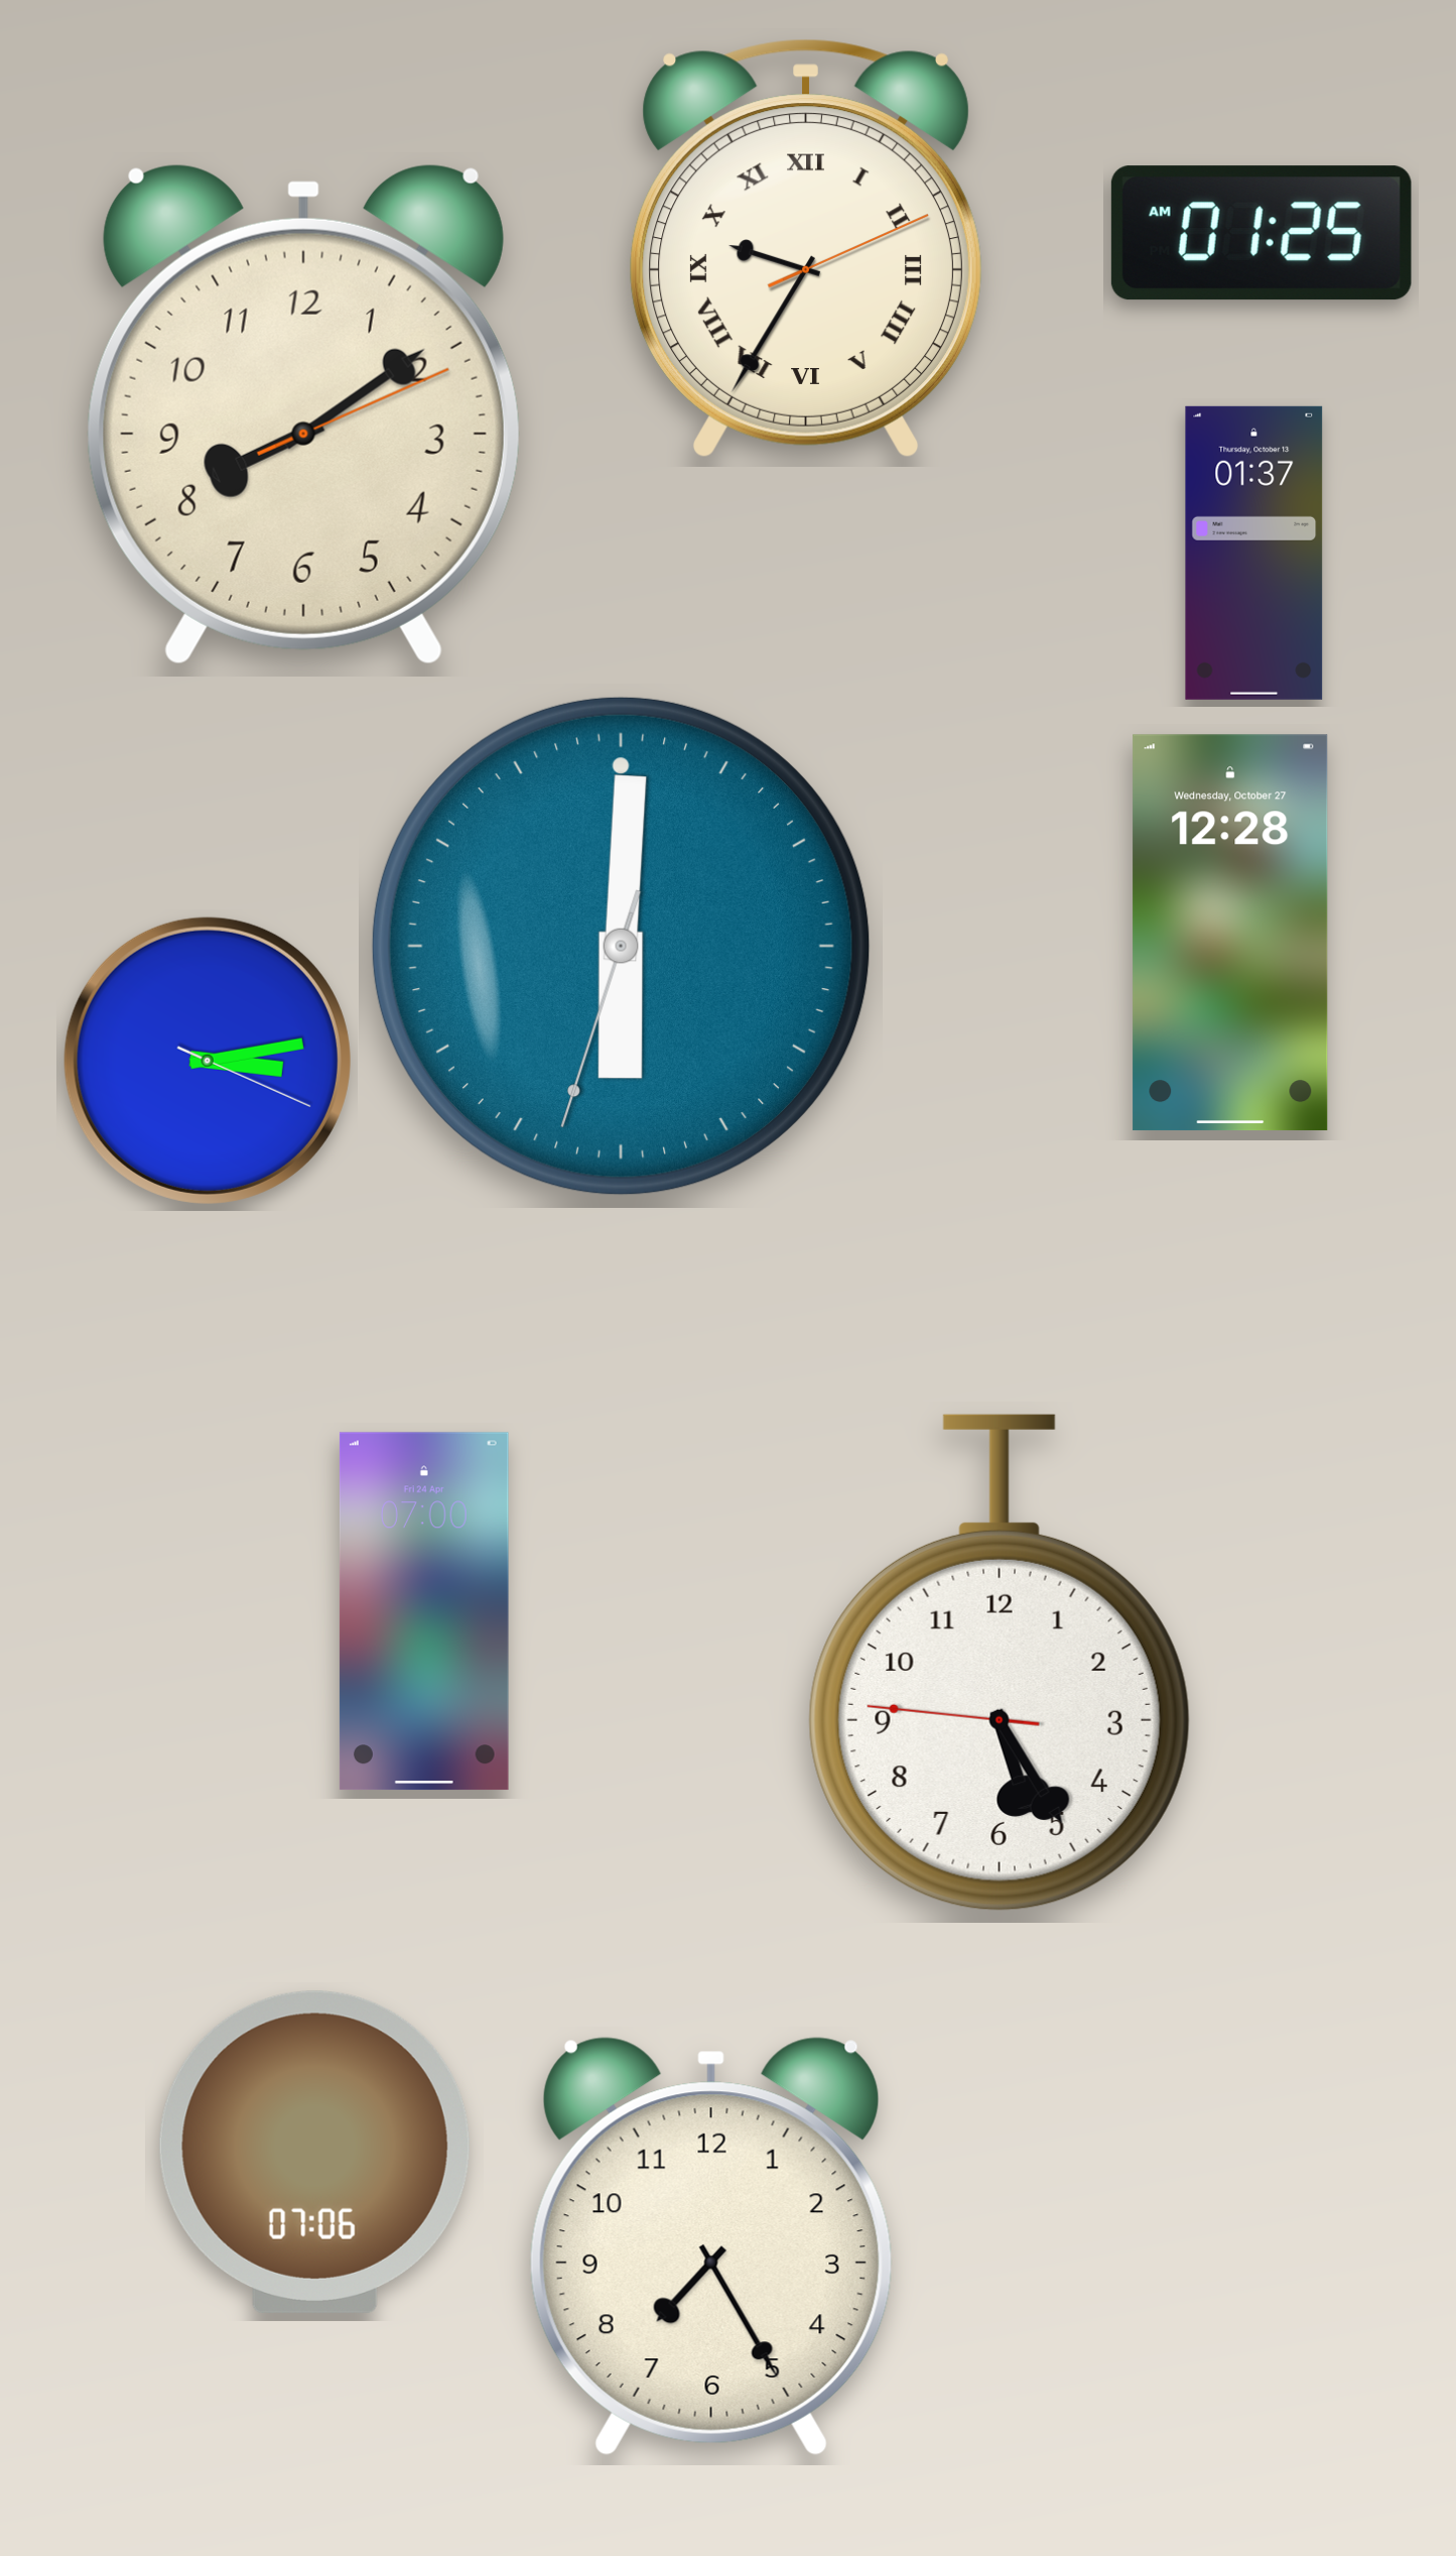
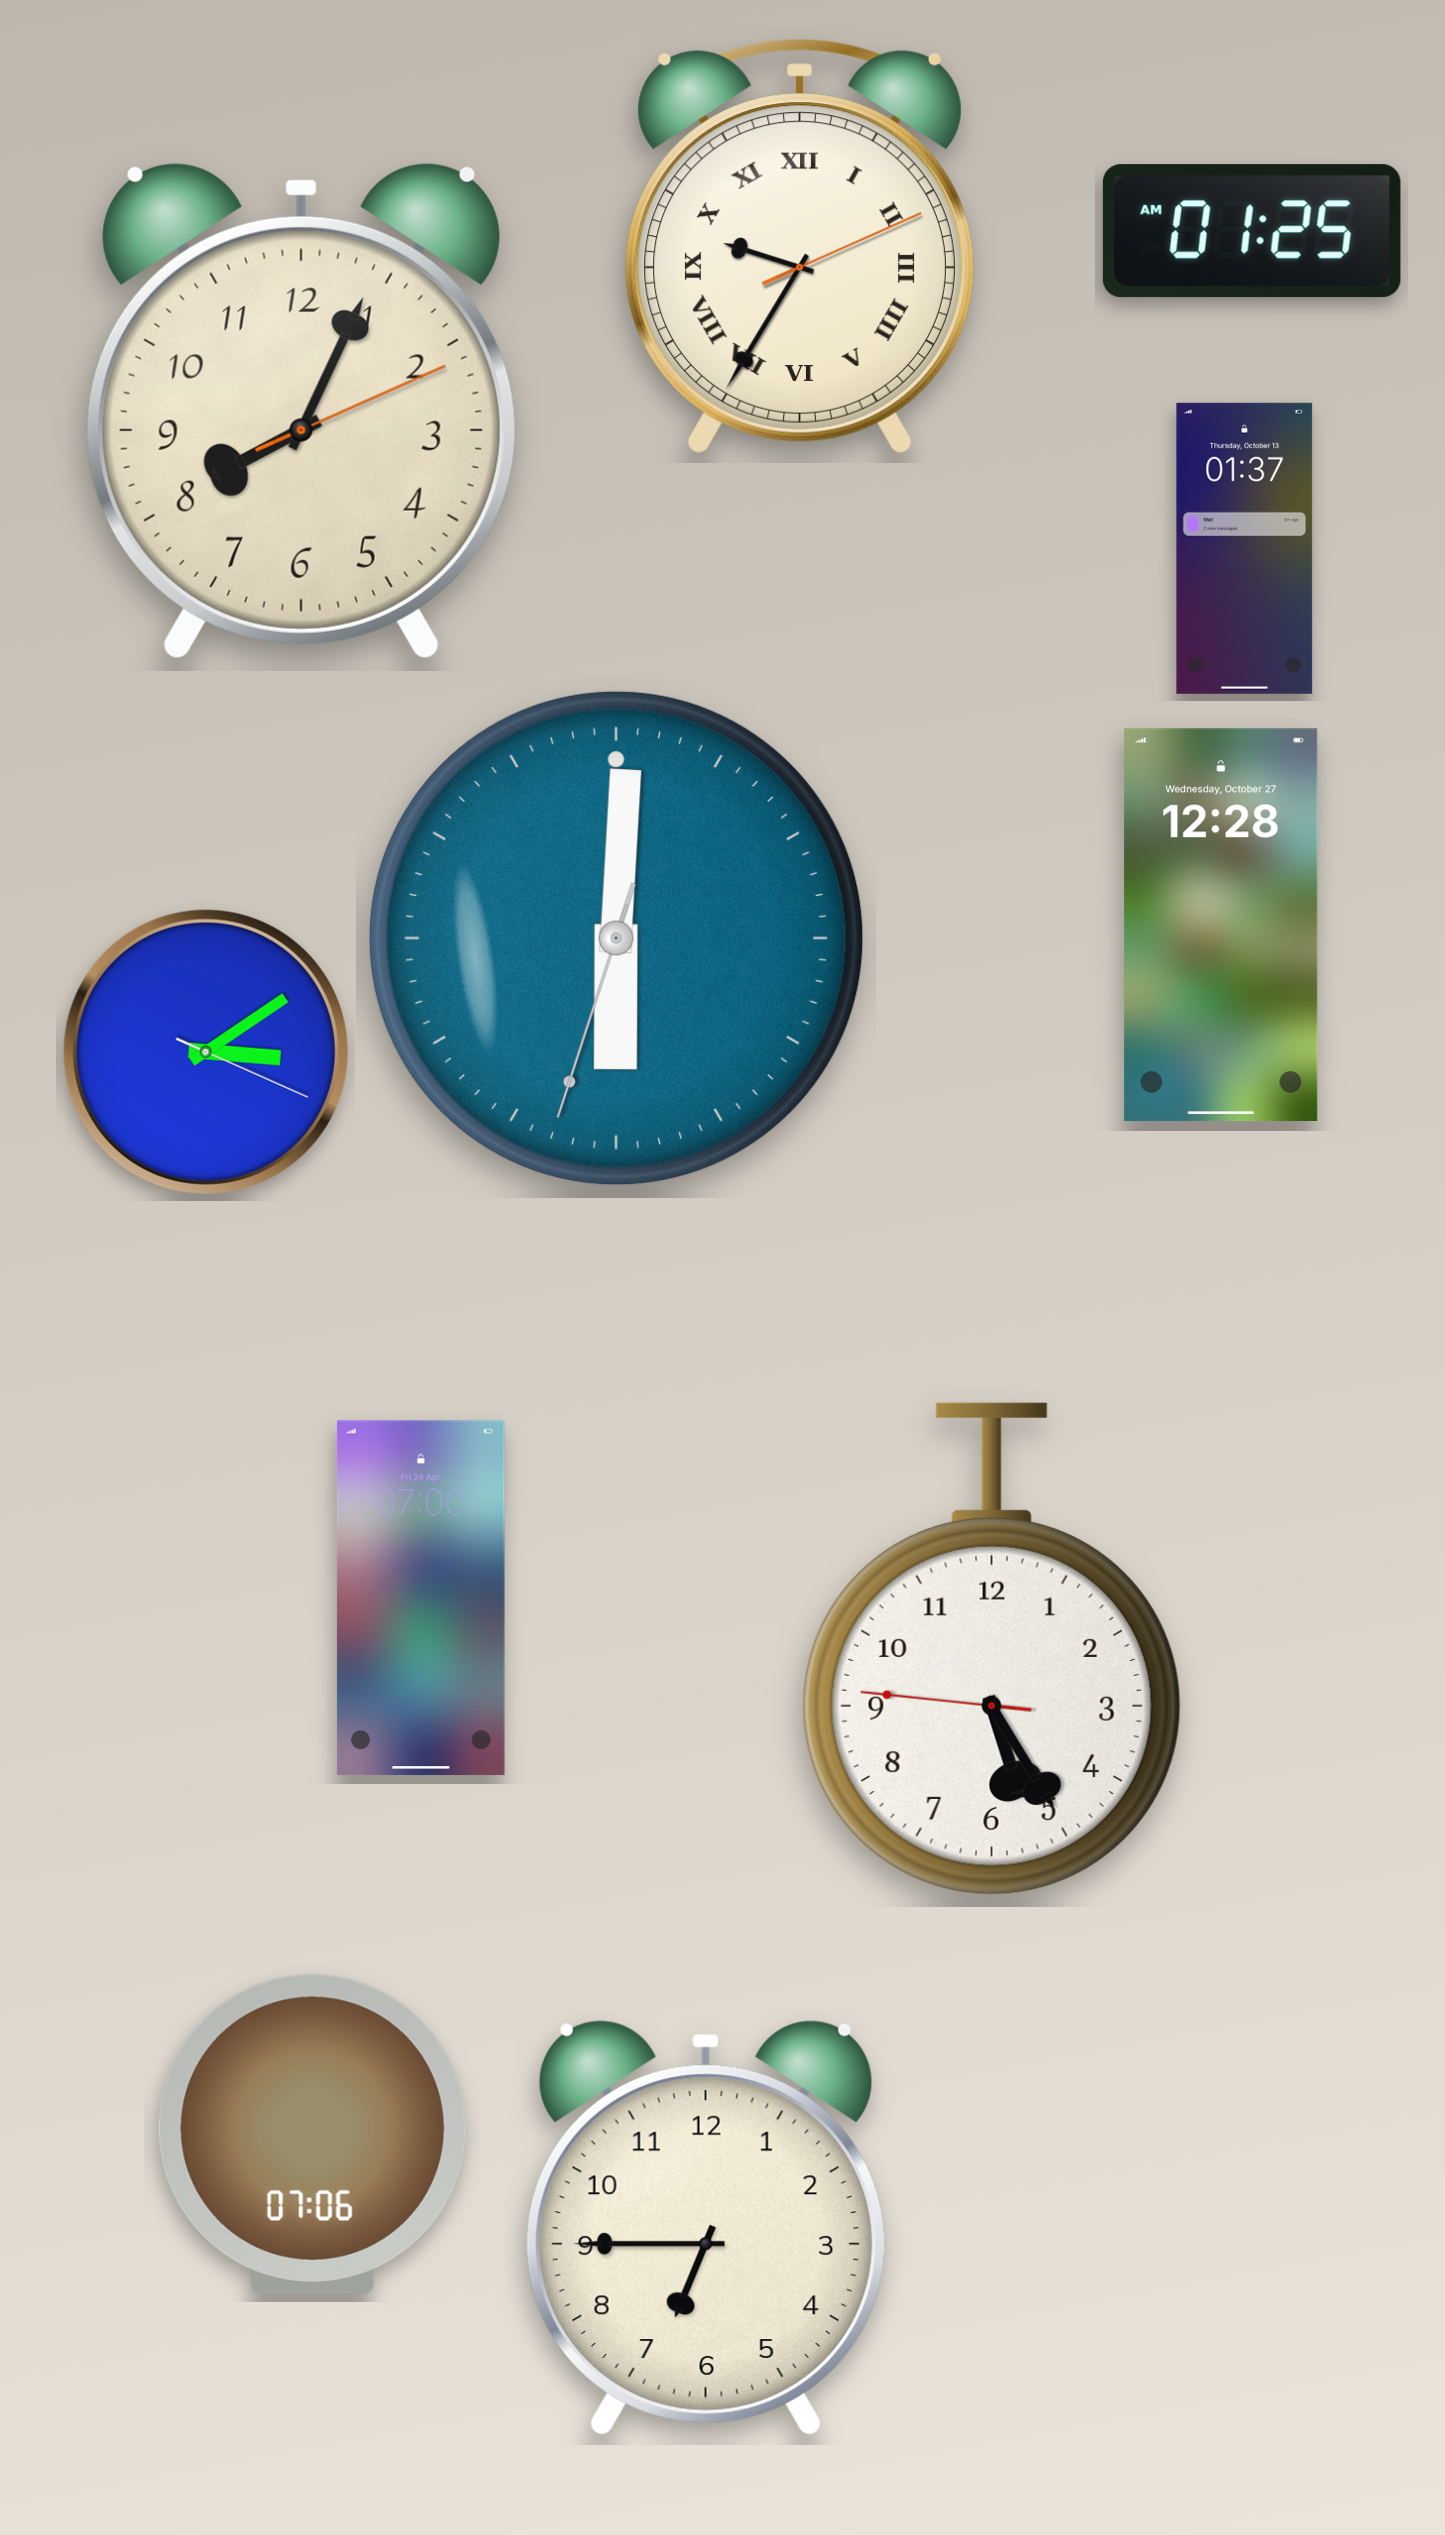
clock at (303, 414): 8:09 -> 8:04
clock at (208, 1061): 3:13 -> 3:09
clock at (711, 2246): 7:25 -> 6:45
